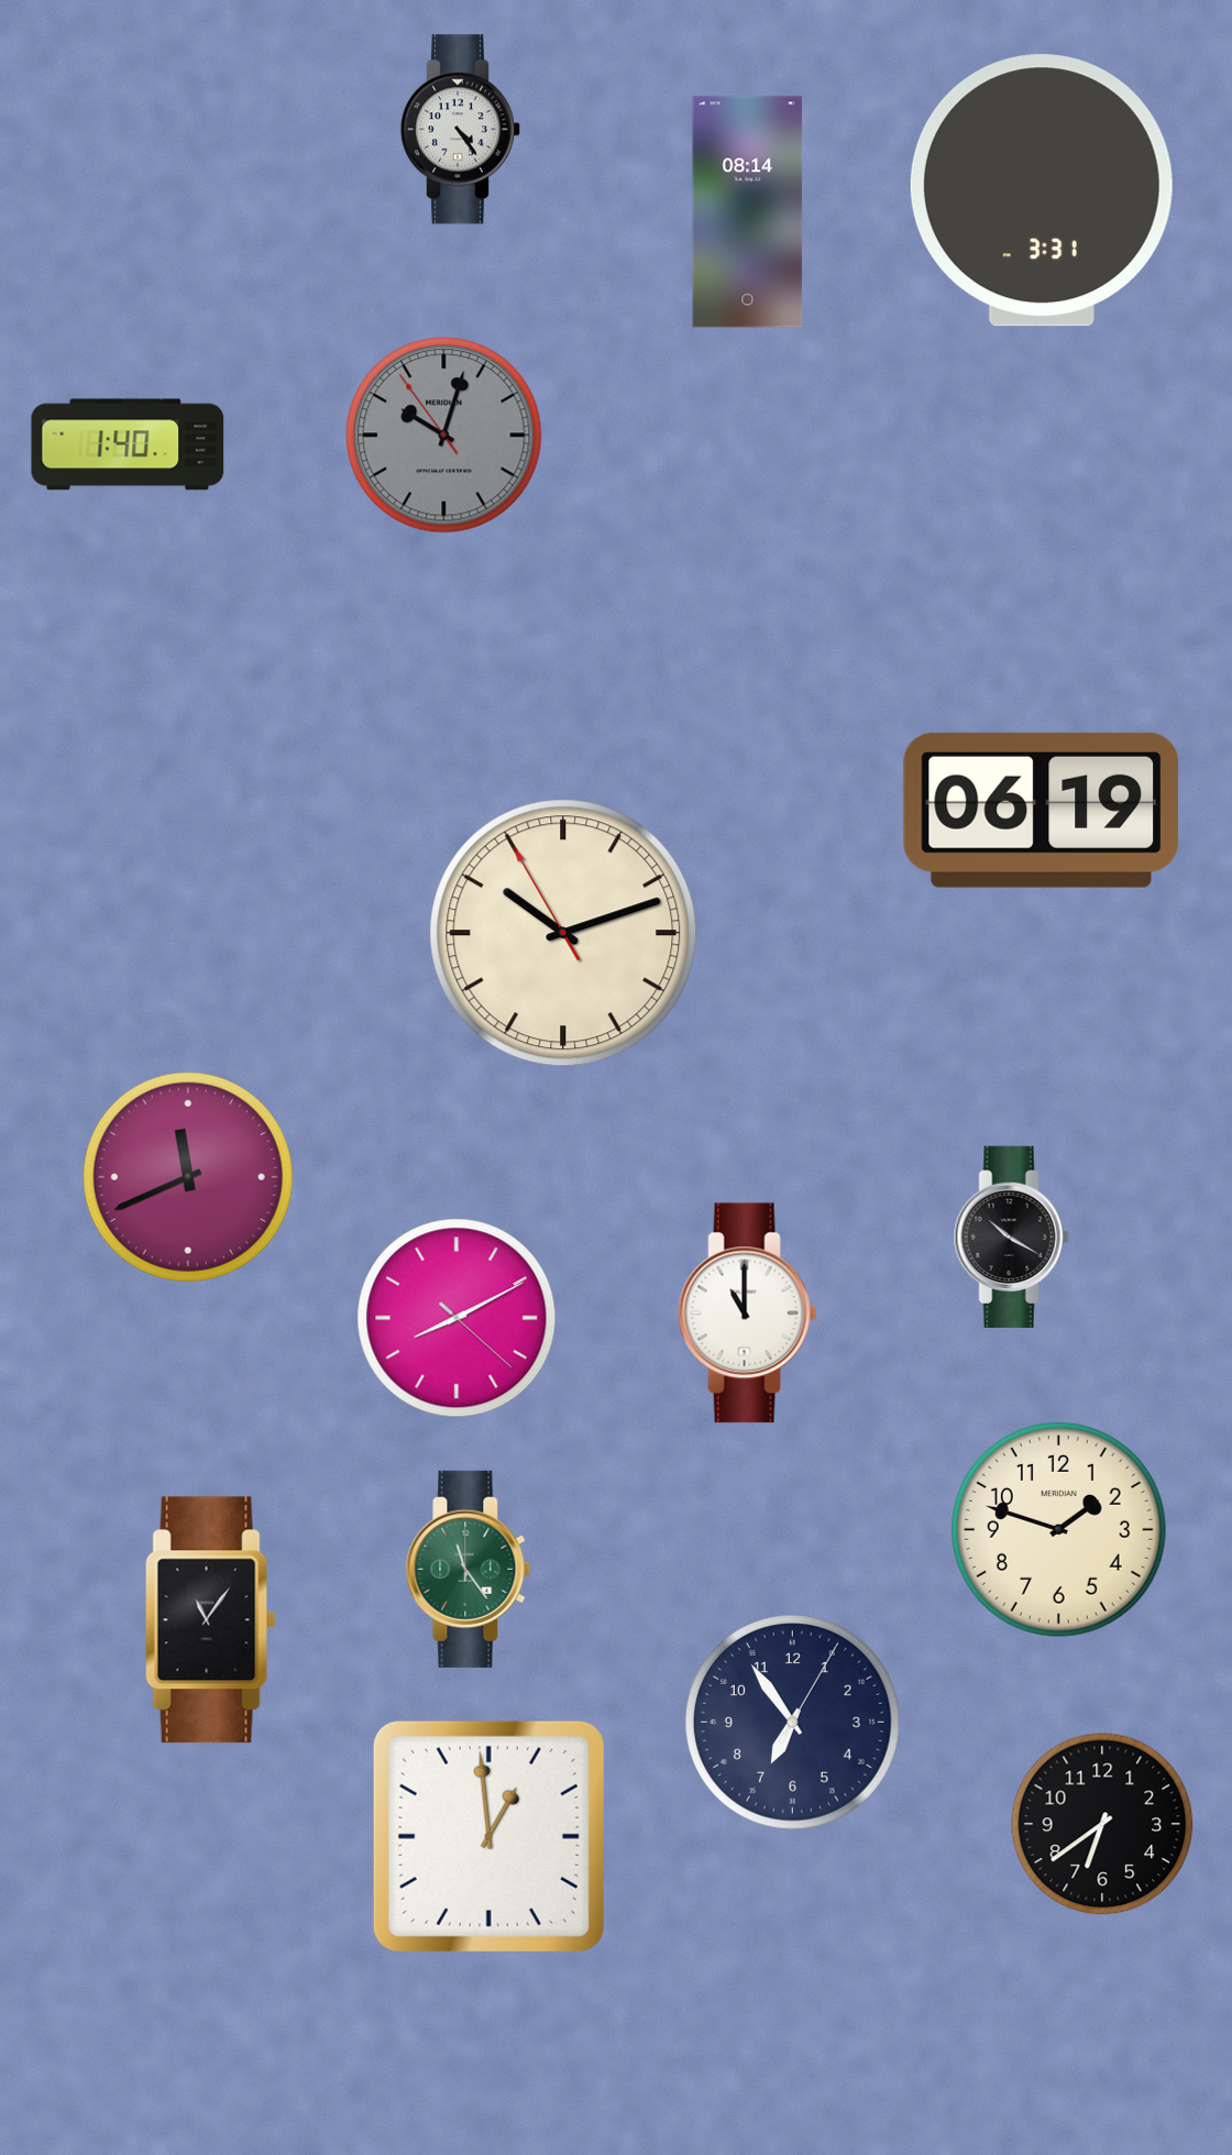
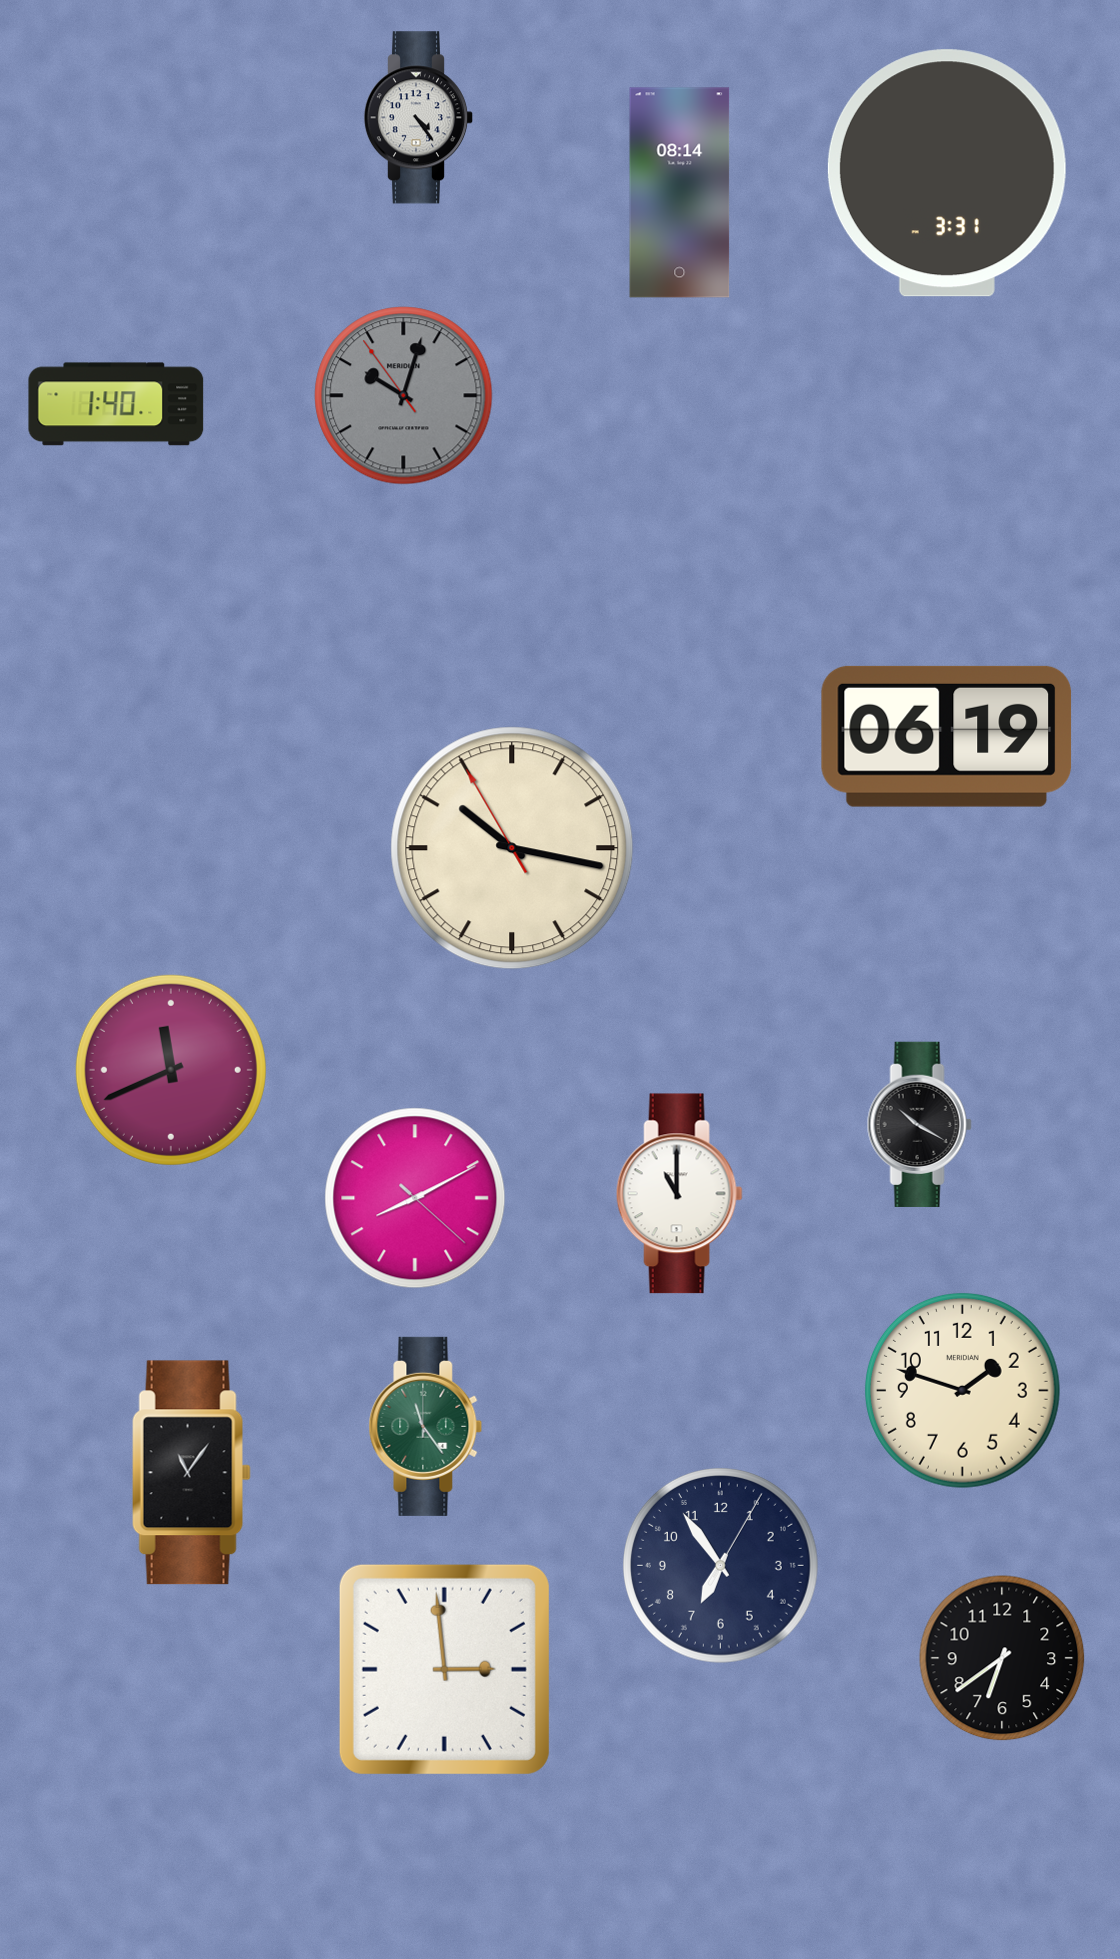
clock at (563, 933): 10:11 -> 10:16
clock at (488, 1836): 12:59 -> 2:59
